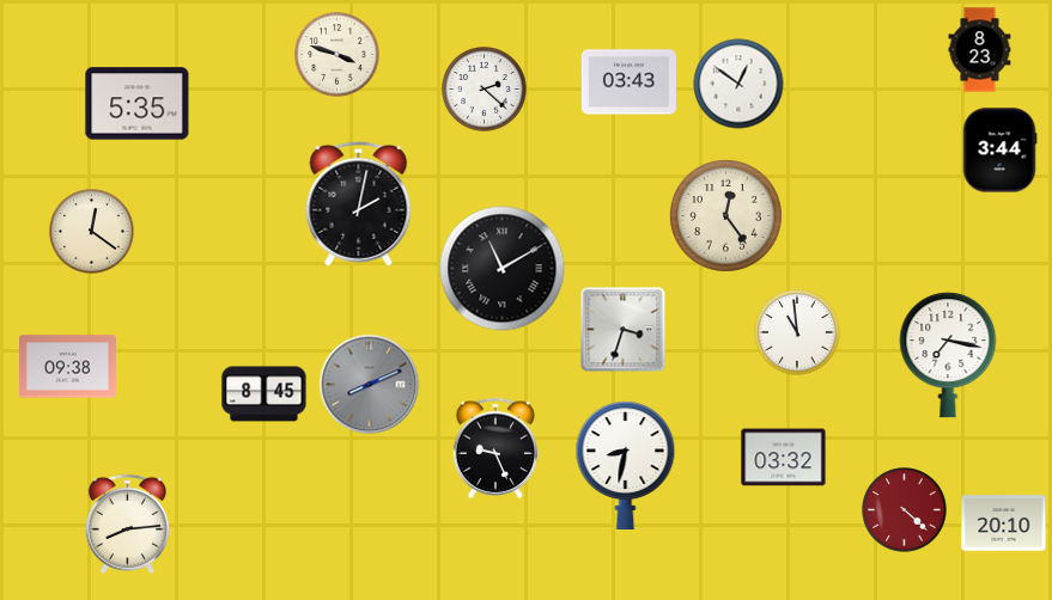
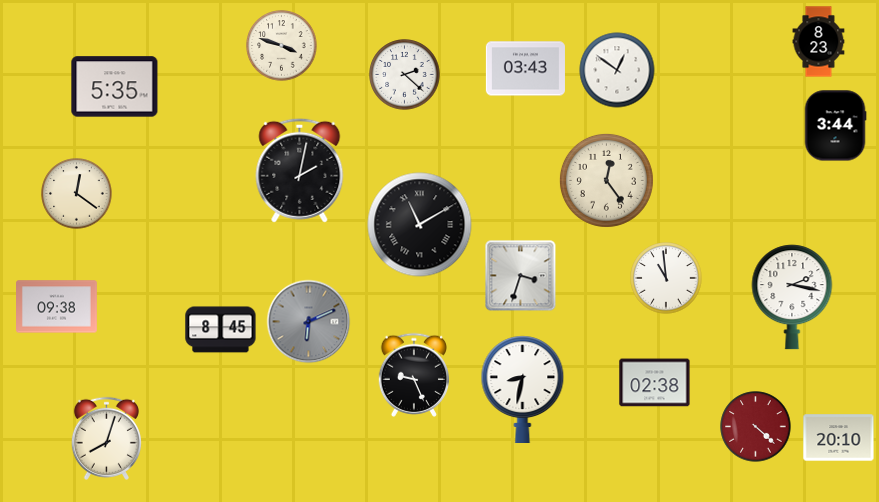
clock at (948, 355): 7:17 -> 2:17
clock at (370, 385): 8:11 -> 6:11
clock at (784, 458): 03:32 -> 02:38
clock at (127, 524): 8:14 -> 8:03
